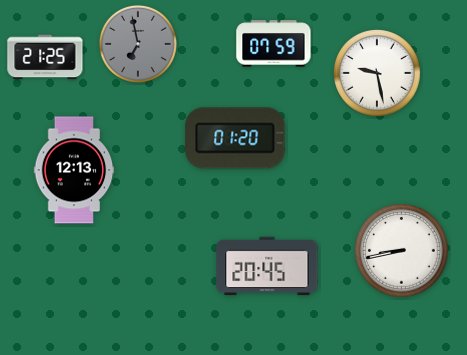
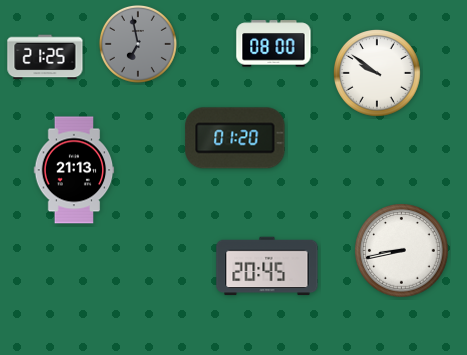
clock at (274, 44): 07:59 -> 08:00
clock at (378, 74): 9:28 -> 9:51
clock at (74, 170): 12:13 -> 21:13
